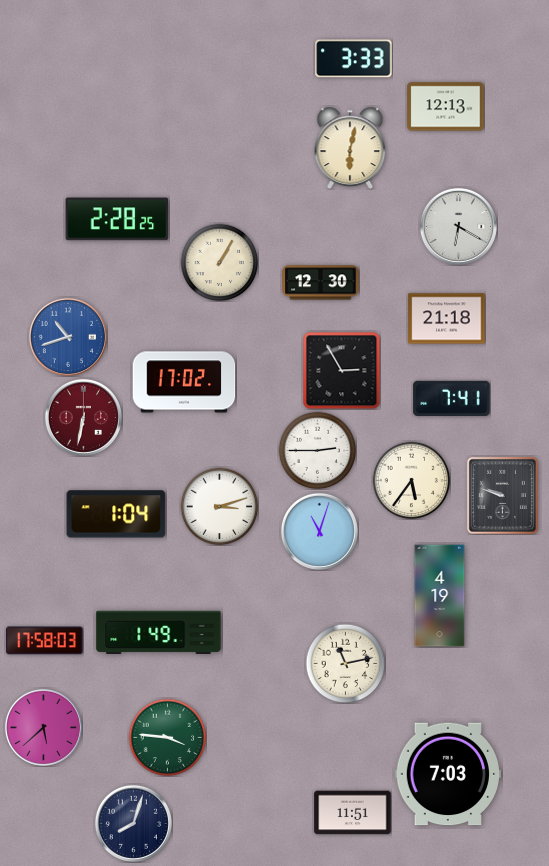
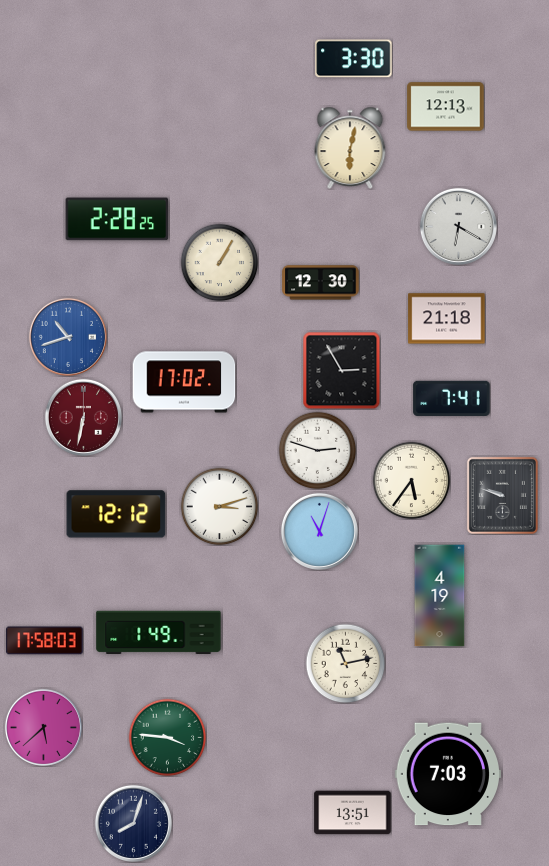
clock at (354, 59): 3:33 -> 3:30
clock at (317, 450): 2:45 -> 2:48
clock at (116, 514): 1:04 -> 12:12
clock at (353, 813): 11:51 -> 13:51
